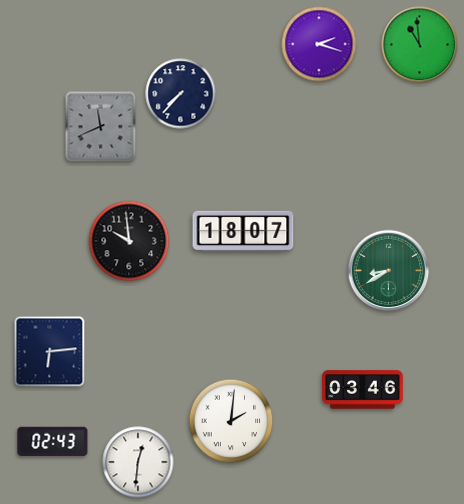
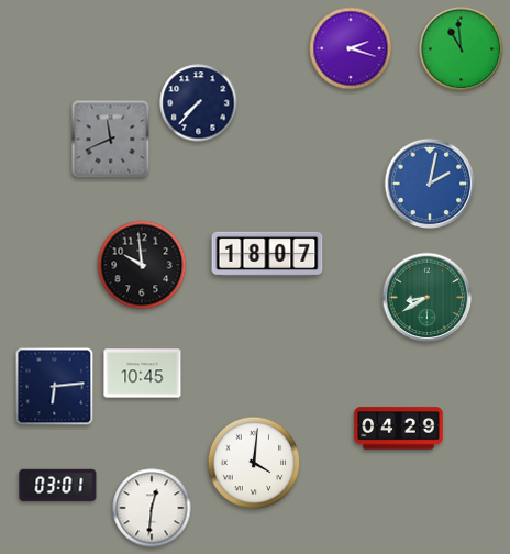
clock at (430, 184): none -> 2:02
clock at (143, 374): none -> 10:45
clock at (363, 390): 03:46 -> 04:29
clock at (231, 421): 2:01 -> 4:01
clock at (53, 441): 02:43 -> 03:01
